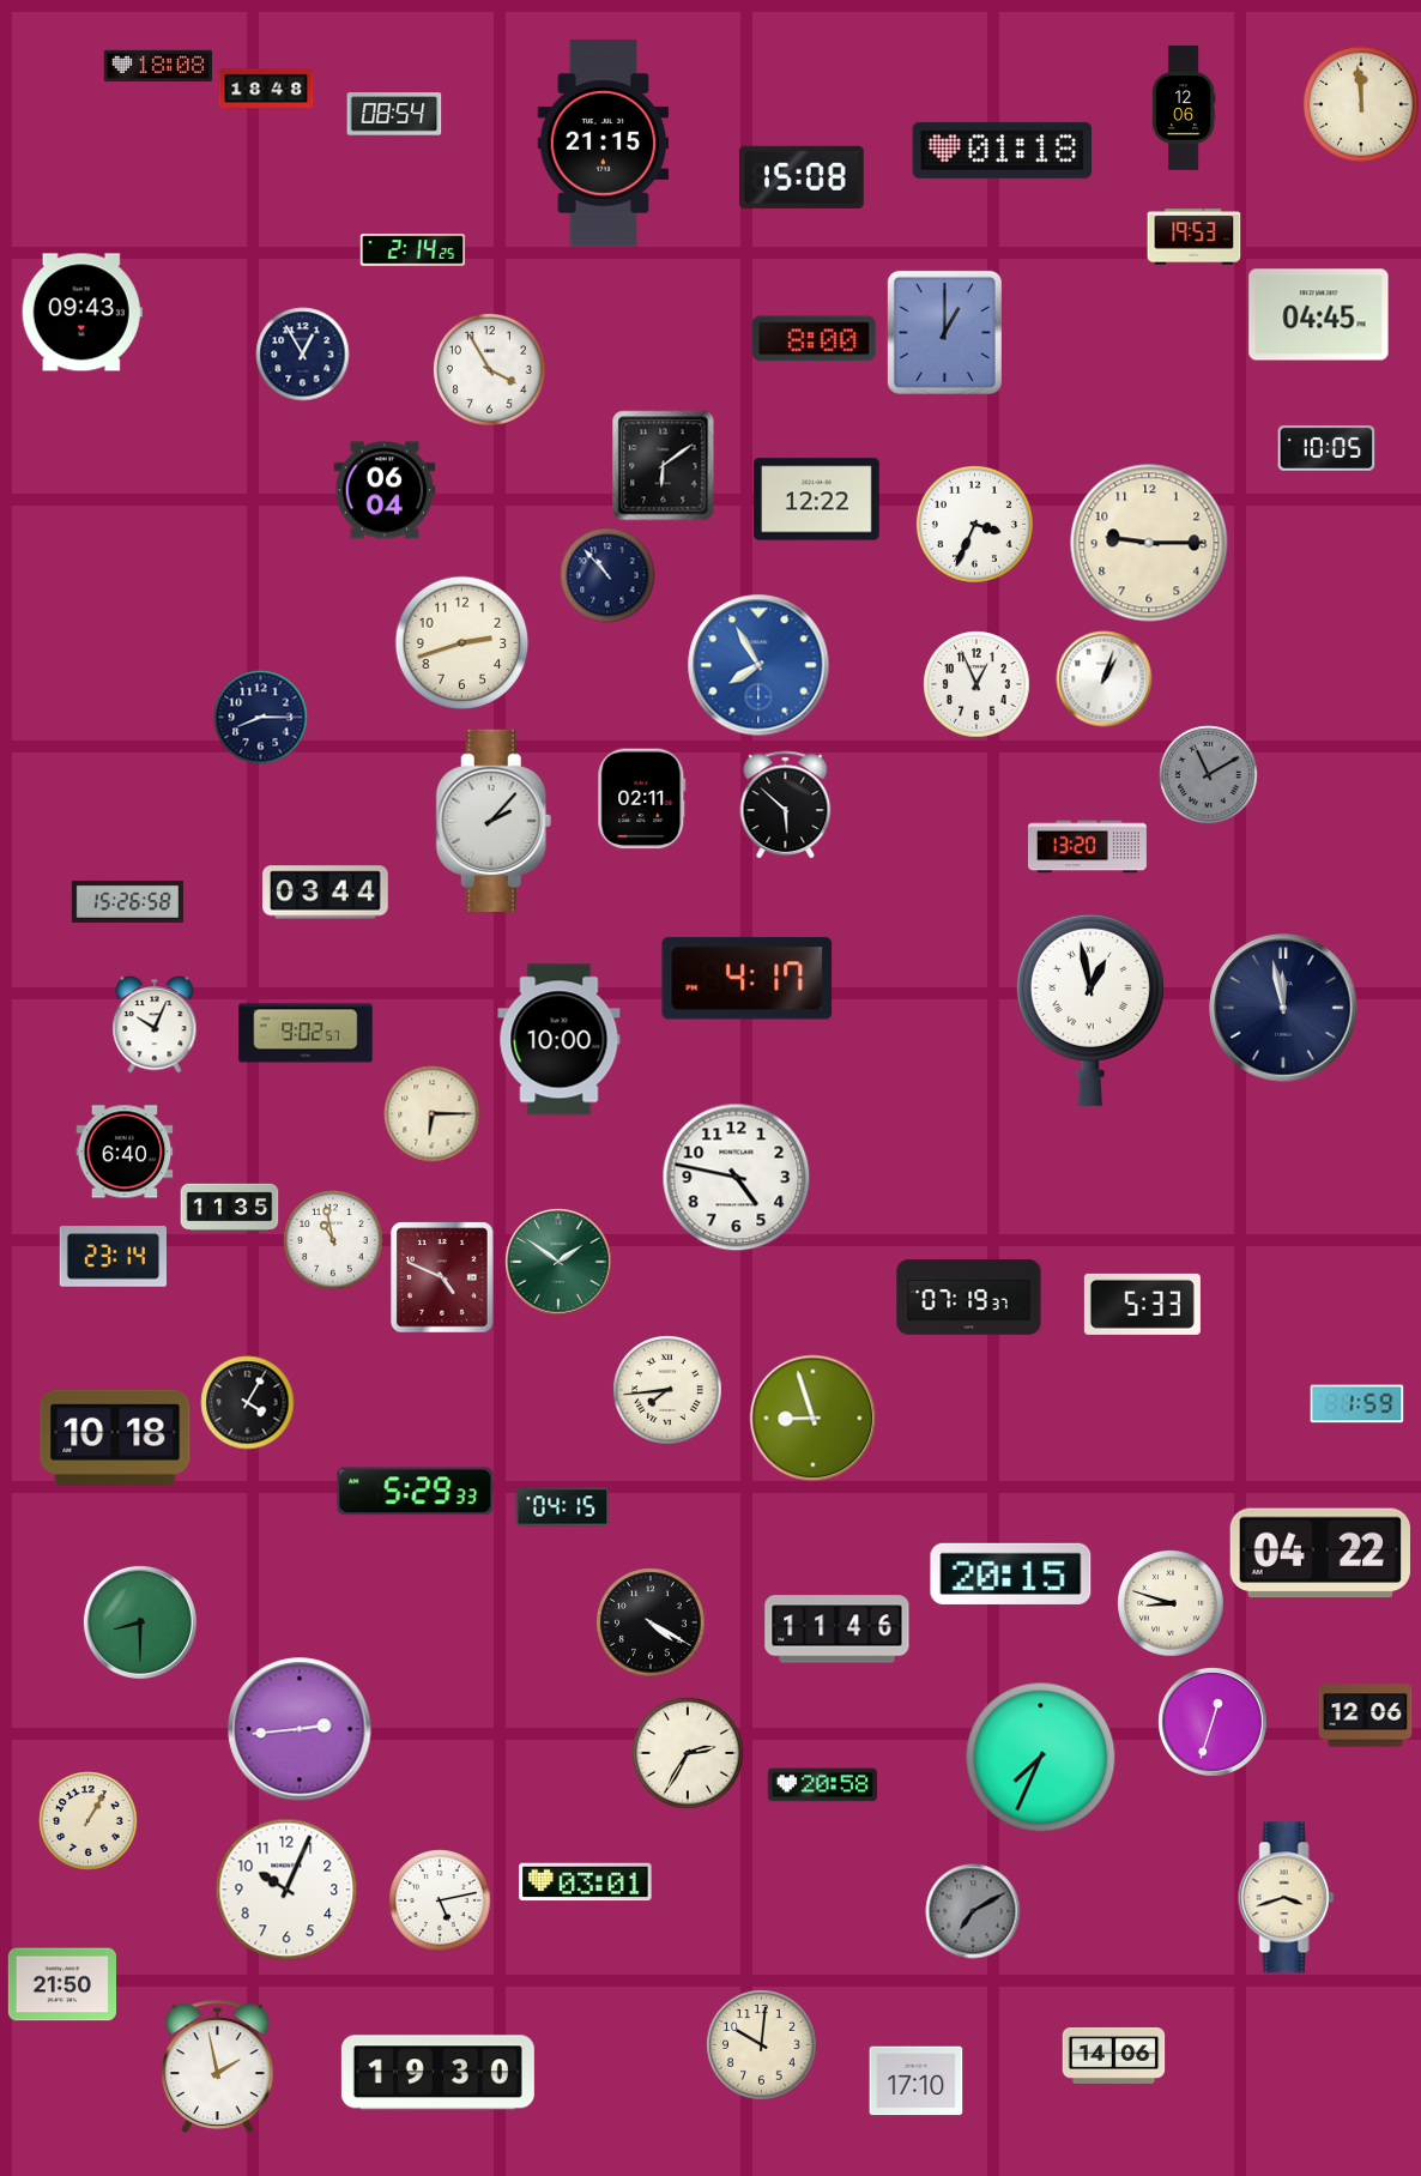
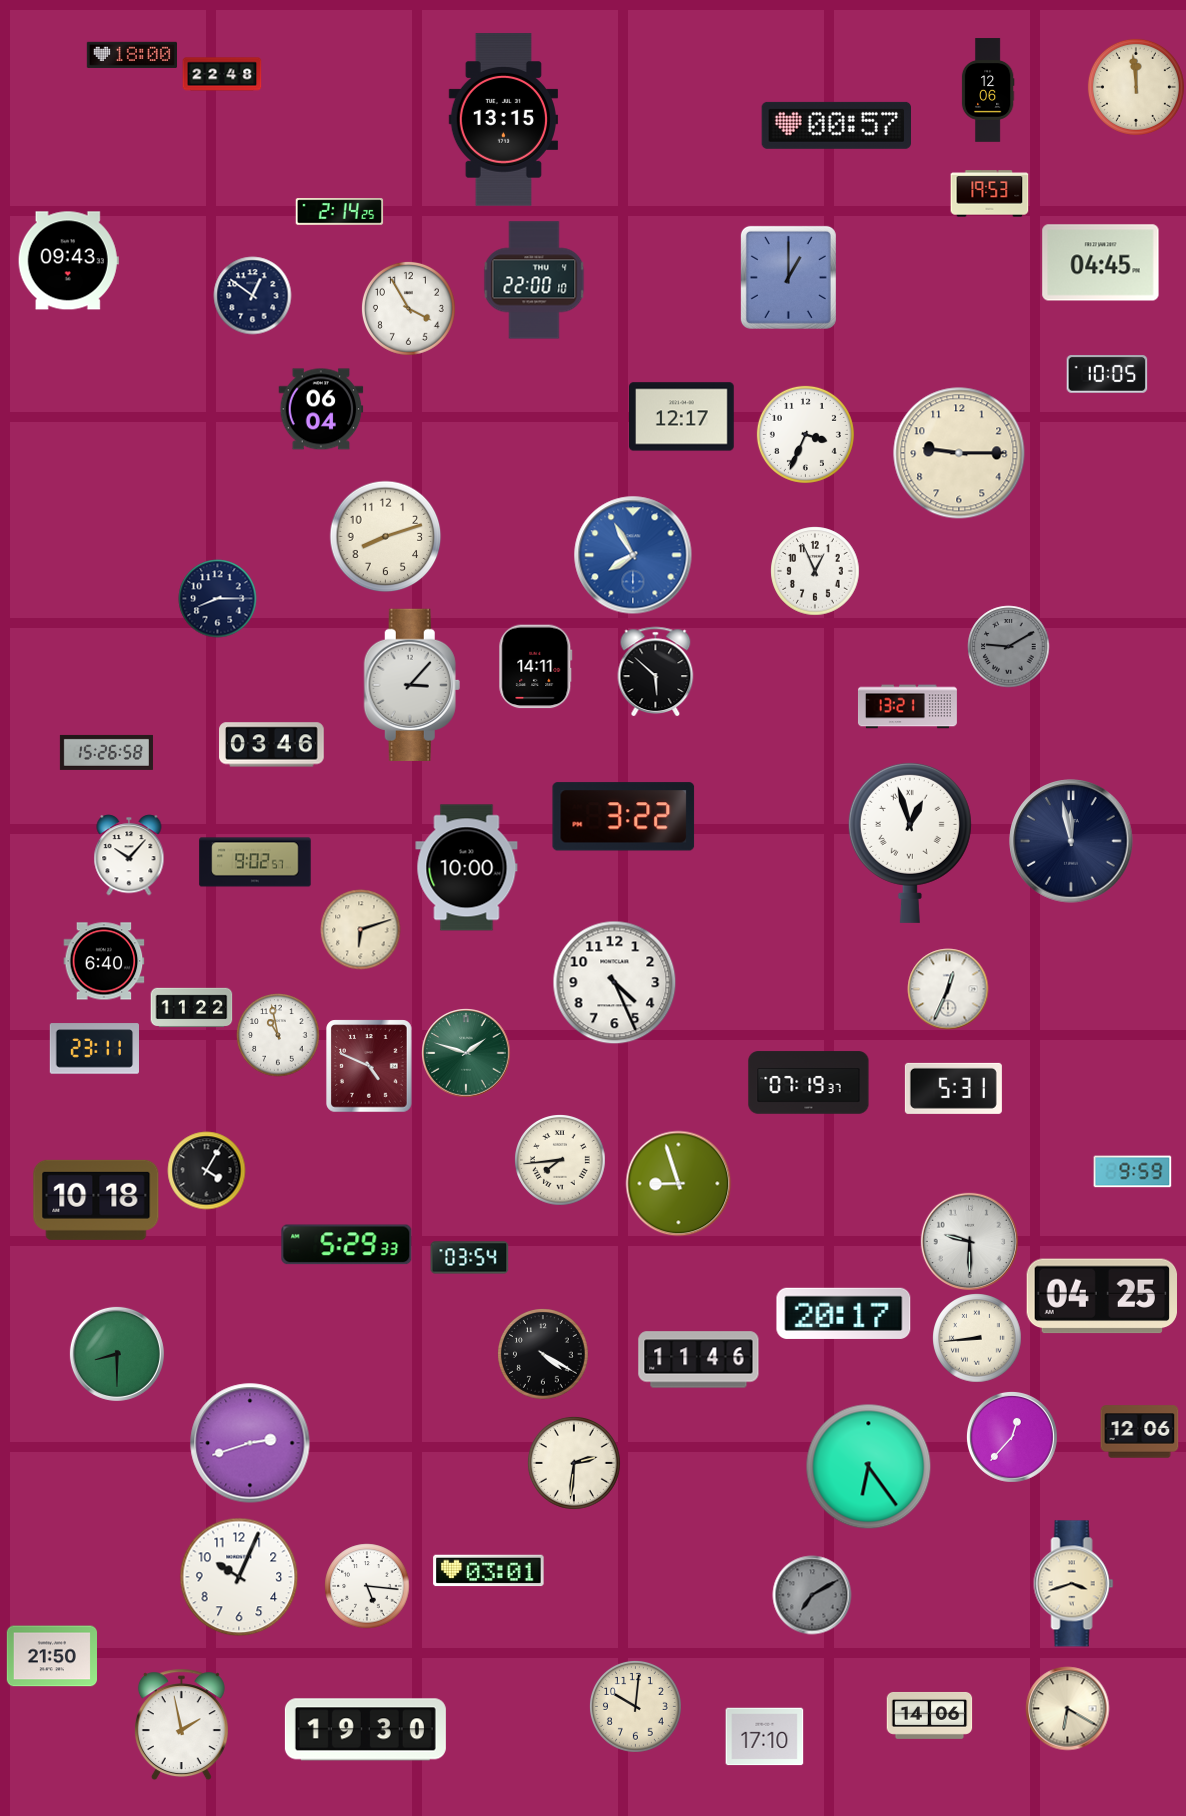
clock at (157, 65): 18:08 -> 18:00
clock at (266, 89): 18:48 -> 22:48
clock at (394, 114): 08:54 -> none
clock at (603, 144): 21:15 -> 13:15
clock at (1002, 150): 01:18 -> 00:57
clock at (803, 177): 15:08 -> none
clock at (1193, 237) position: (1193, 237) -> (989, 194)
clock at (412, 250) position: (412, 250) -> (339, 212)
clock at (534, 280): none -> 22:00
clock at (814, 339): 8:00 -> none
clock at (302, 353): 12:55 -> 12:51
clock at (664, 465): 6:09 -> none
clock at (817, 500): 12:22 -> 12:17
clock at (974, 524) position: (974, 524) -> (805, 434)
clock at (607, 575): 10:53 -> none
clock at (461, 642): 2:42 -> 8:12
clock at (1103, 678): 1:03 -> none
clock at (1208, 774): 11:10 -> 9:10
clock at (642, 798): 02:11 -> 14:11
clock at (494, 821): 2:07 -> 3:07
clock at (1087, 847): 13:20 -> 13:21
clock at (326, 893): 03:44 -> 03:46
clock at (748, 979): 4:17 -> 3:22
clock at (1090, 1009): 12:58 -> 12:57
clock at (155, 1024): 10:04 -> 10:07
clock at (431, 1113): 6:15 -> 6:12
clock at (736, 1177): 4:47 -> 4:26
clock at (948, 989): none -> 12:34
clock at (229, 1208): 11:35 -> 11:22
clock at (113, 1257): 23:14 -> 23:11
clock at (558, 1262): 1:51 -> 1:48
clock at (1142, 1304): 5:33 -> 5:31
clock at (667, 1390) position: (667, 1390) -> (560, 1160)
clock at (1356, 1404): 1:59 -> 9:59
clock at (969, 1241): none -> 9:30
clock at (562, 1507): 04:15 -> 03:54
clock at (1319, 1553): 04:22 -> 04:25
clock at (1011, 1573): 20:15 -> 20:17
clock at (1171, 1603): 8:48 -> 8:44
clock at (1213, 1722): 12:33 -> 12:37
clock at (300, 1729): 2:44 -> 2:42
clock at (688, 1753): 2:35 -> 2:31
clock at (1040, 1757): 7:34 -> 6:24
clock at (822, 1785): 20:58 -> none
clock at (87, 1820): 1:05 -> none
clock at (440, 1900): 5:13 -> 5:16
clock at (1067, 1708): none -> 6:20
